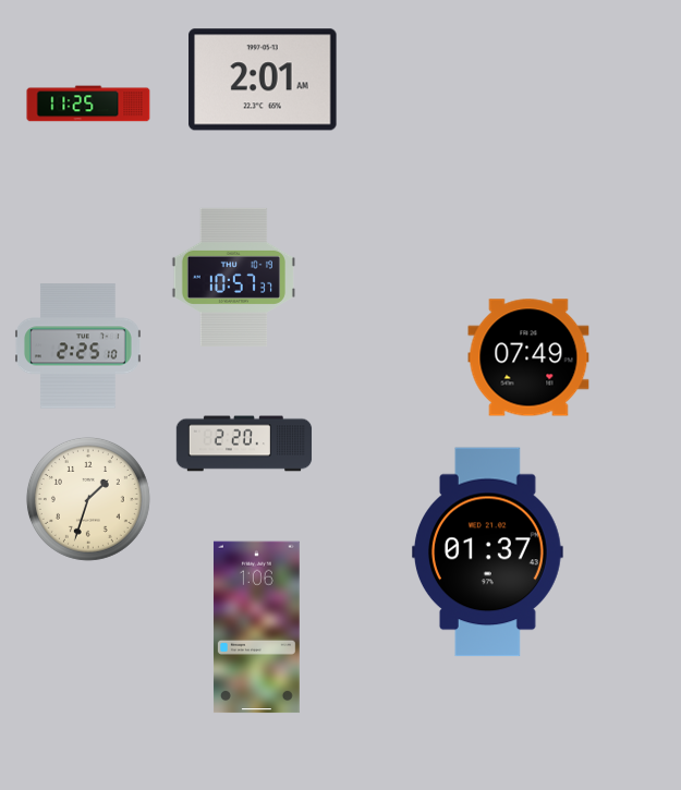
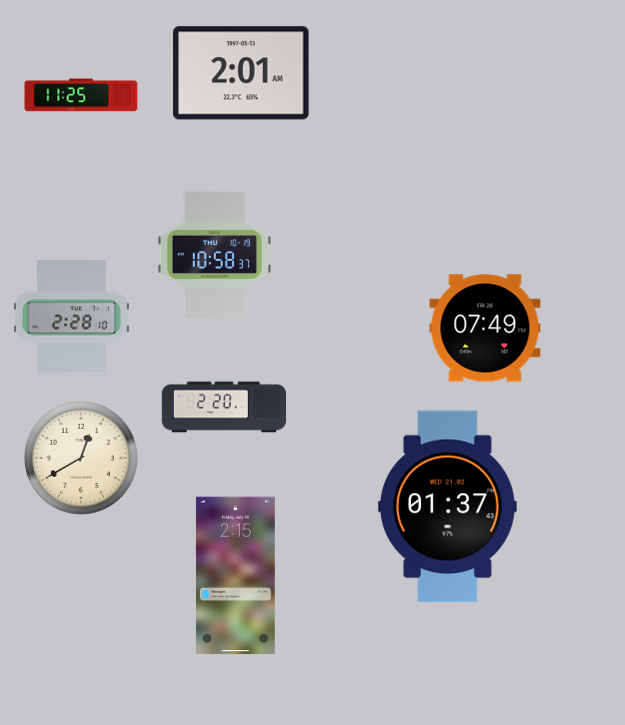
clock at (233, 277): 10:57 -> 10:58
clock at (77, 347): 2:25 -> 2:28
clock at (88, 499): 1:33 -> 12:40
clock at (256, 628): 1:06 -> 2:15
